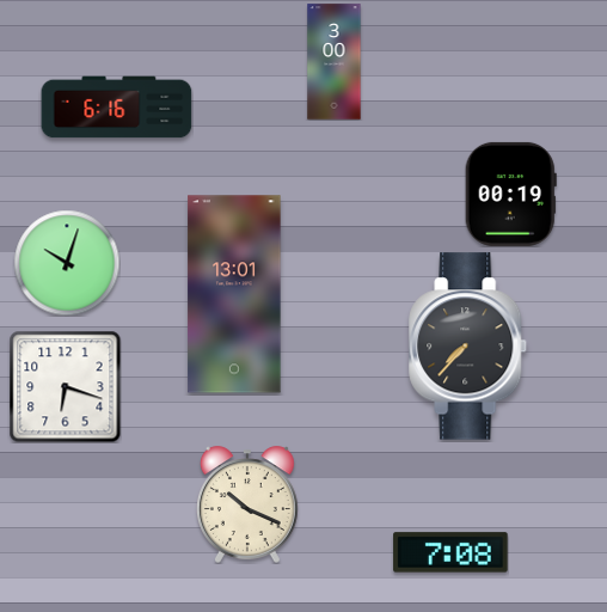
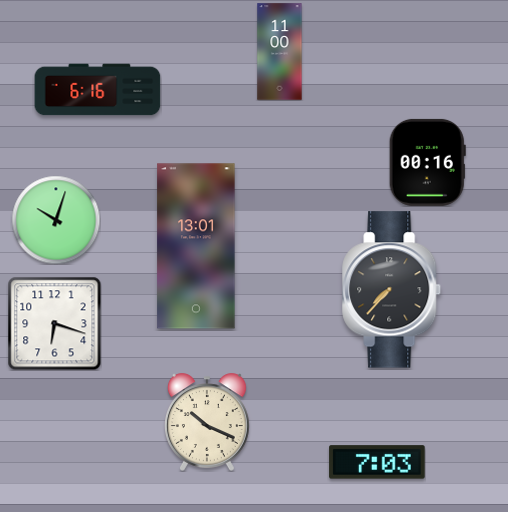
clock at (335, 62): 3:00 -> 11:00
clock at (510, 194): 00:19 -> 00:16
clock at (450, 552): 7:08 -> 7:03
